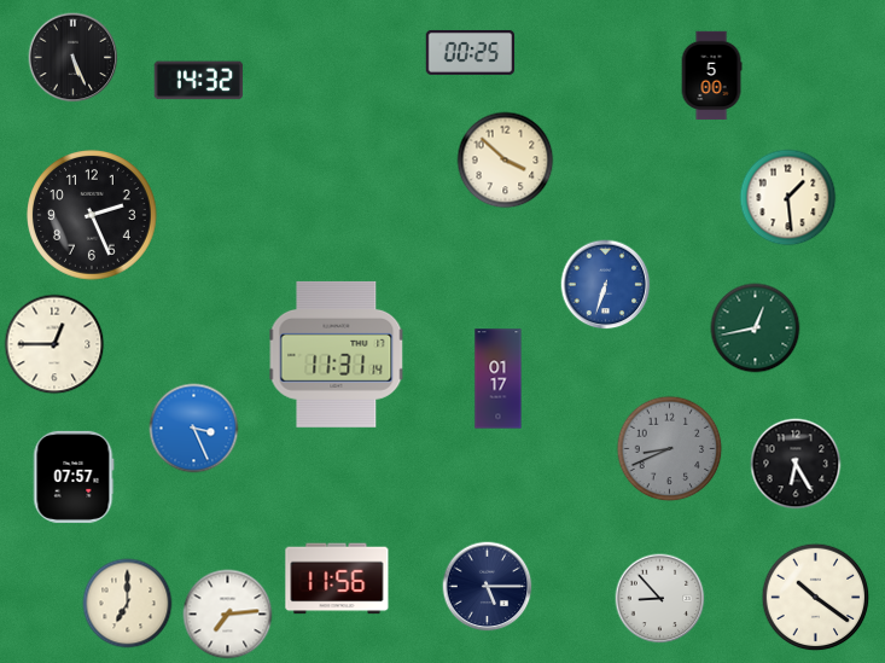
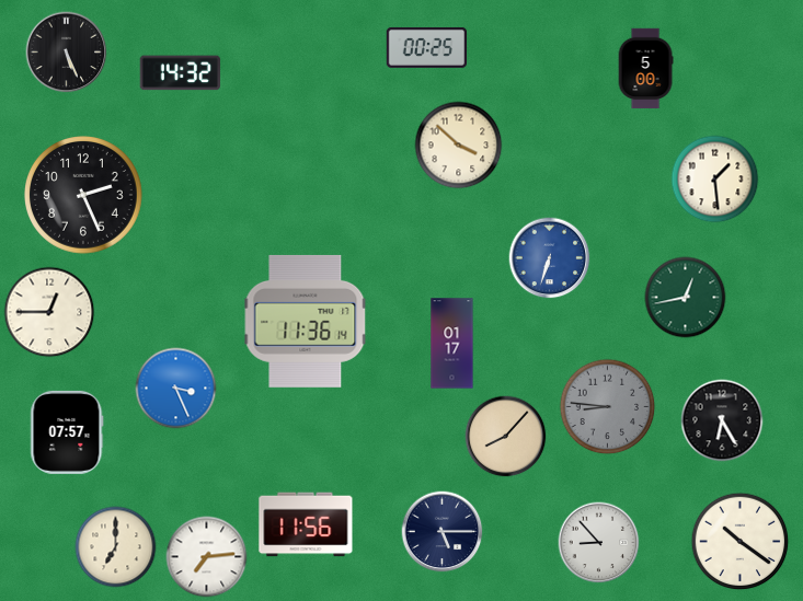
clock at (337, 354): 11:31 -> 11:36
clock at (670, 449): 8:41 -> 8:46
clock at (506, 437): none -> 8:07
